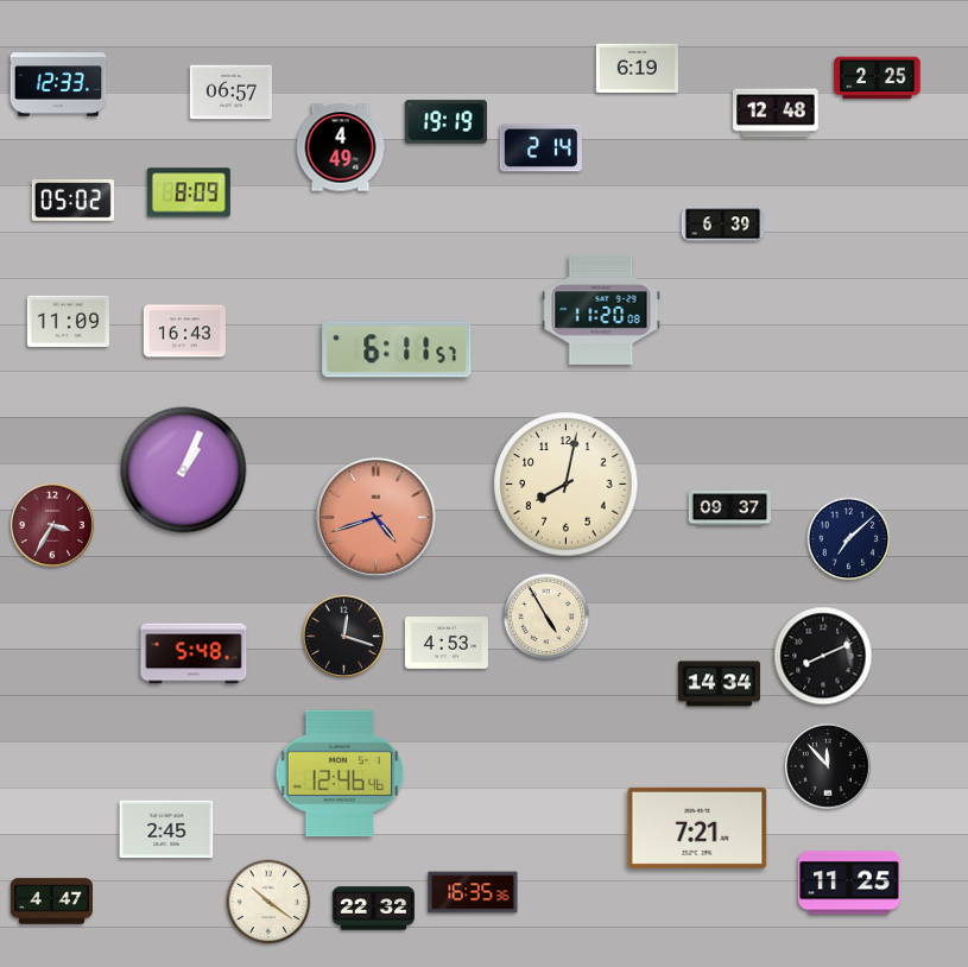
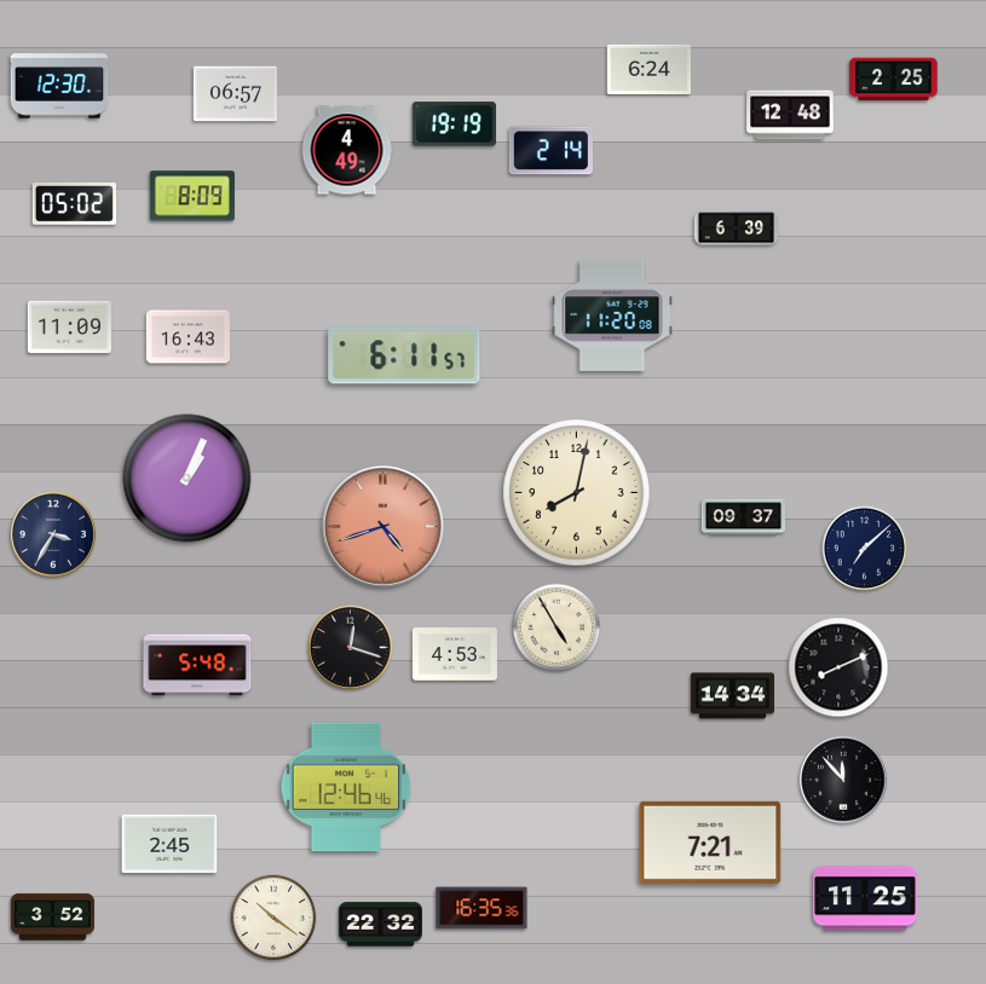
clock at (637, 68): 6:19 -> 6:24
clock at (58, 84): 12:33 -> 12:30
clock at (52, 525) dial: burgundy -> navy
clock at (51, 902): 4:47 -> 3:52
